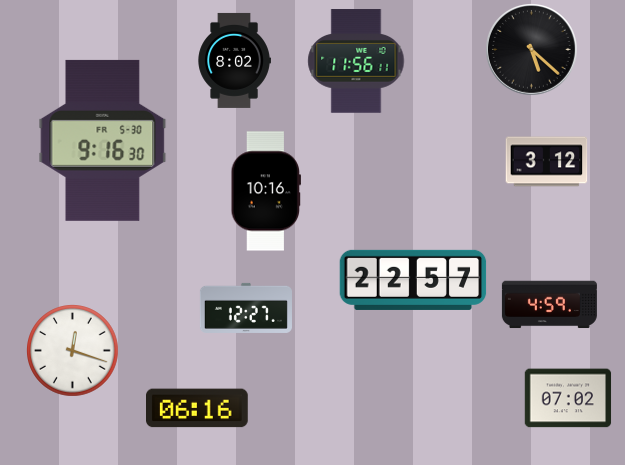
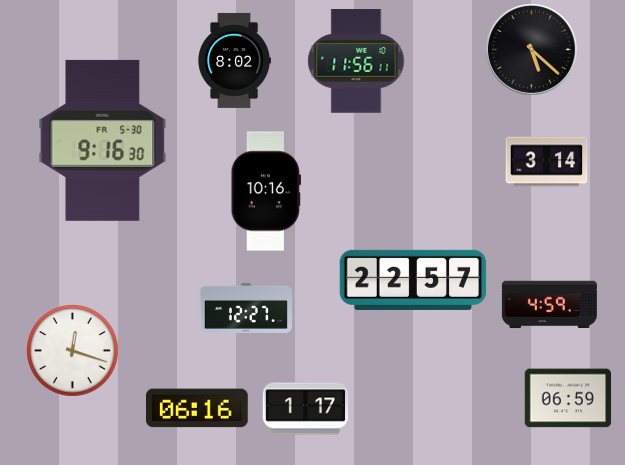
clock at (546, 162): 3:12 -> 3:14
clock at (568, 398): 07:02 -> 06:59
clock at (305, 409): none -> 1:17
